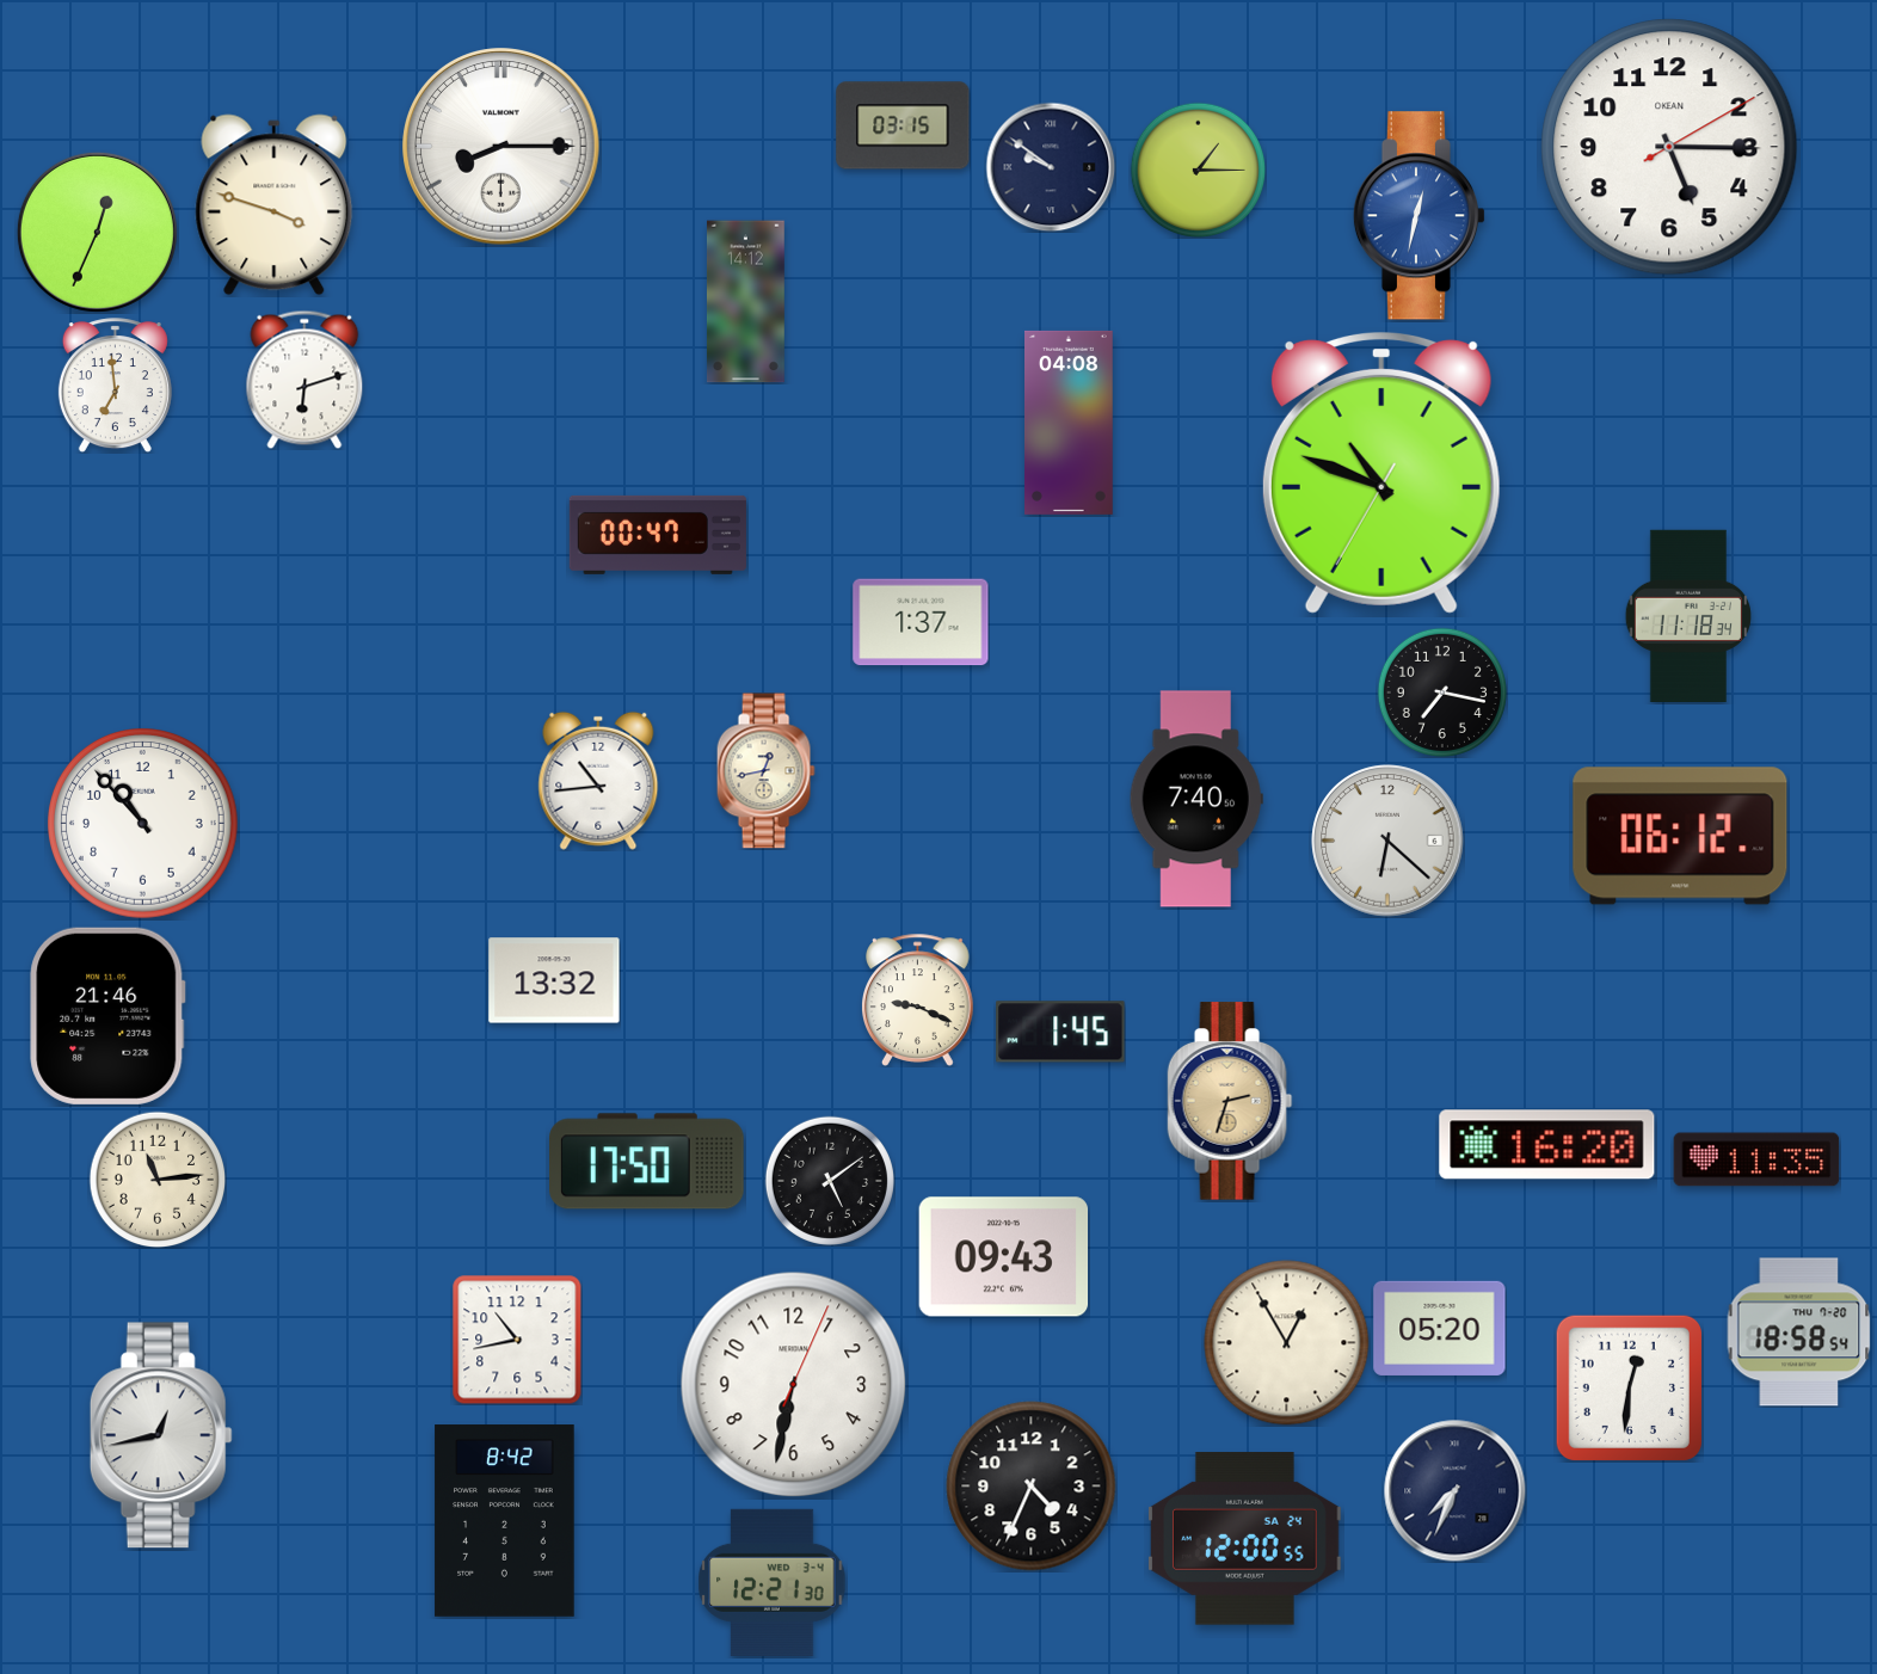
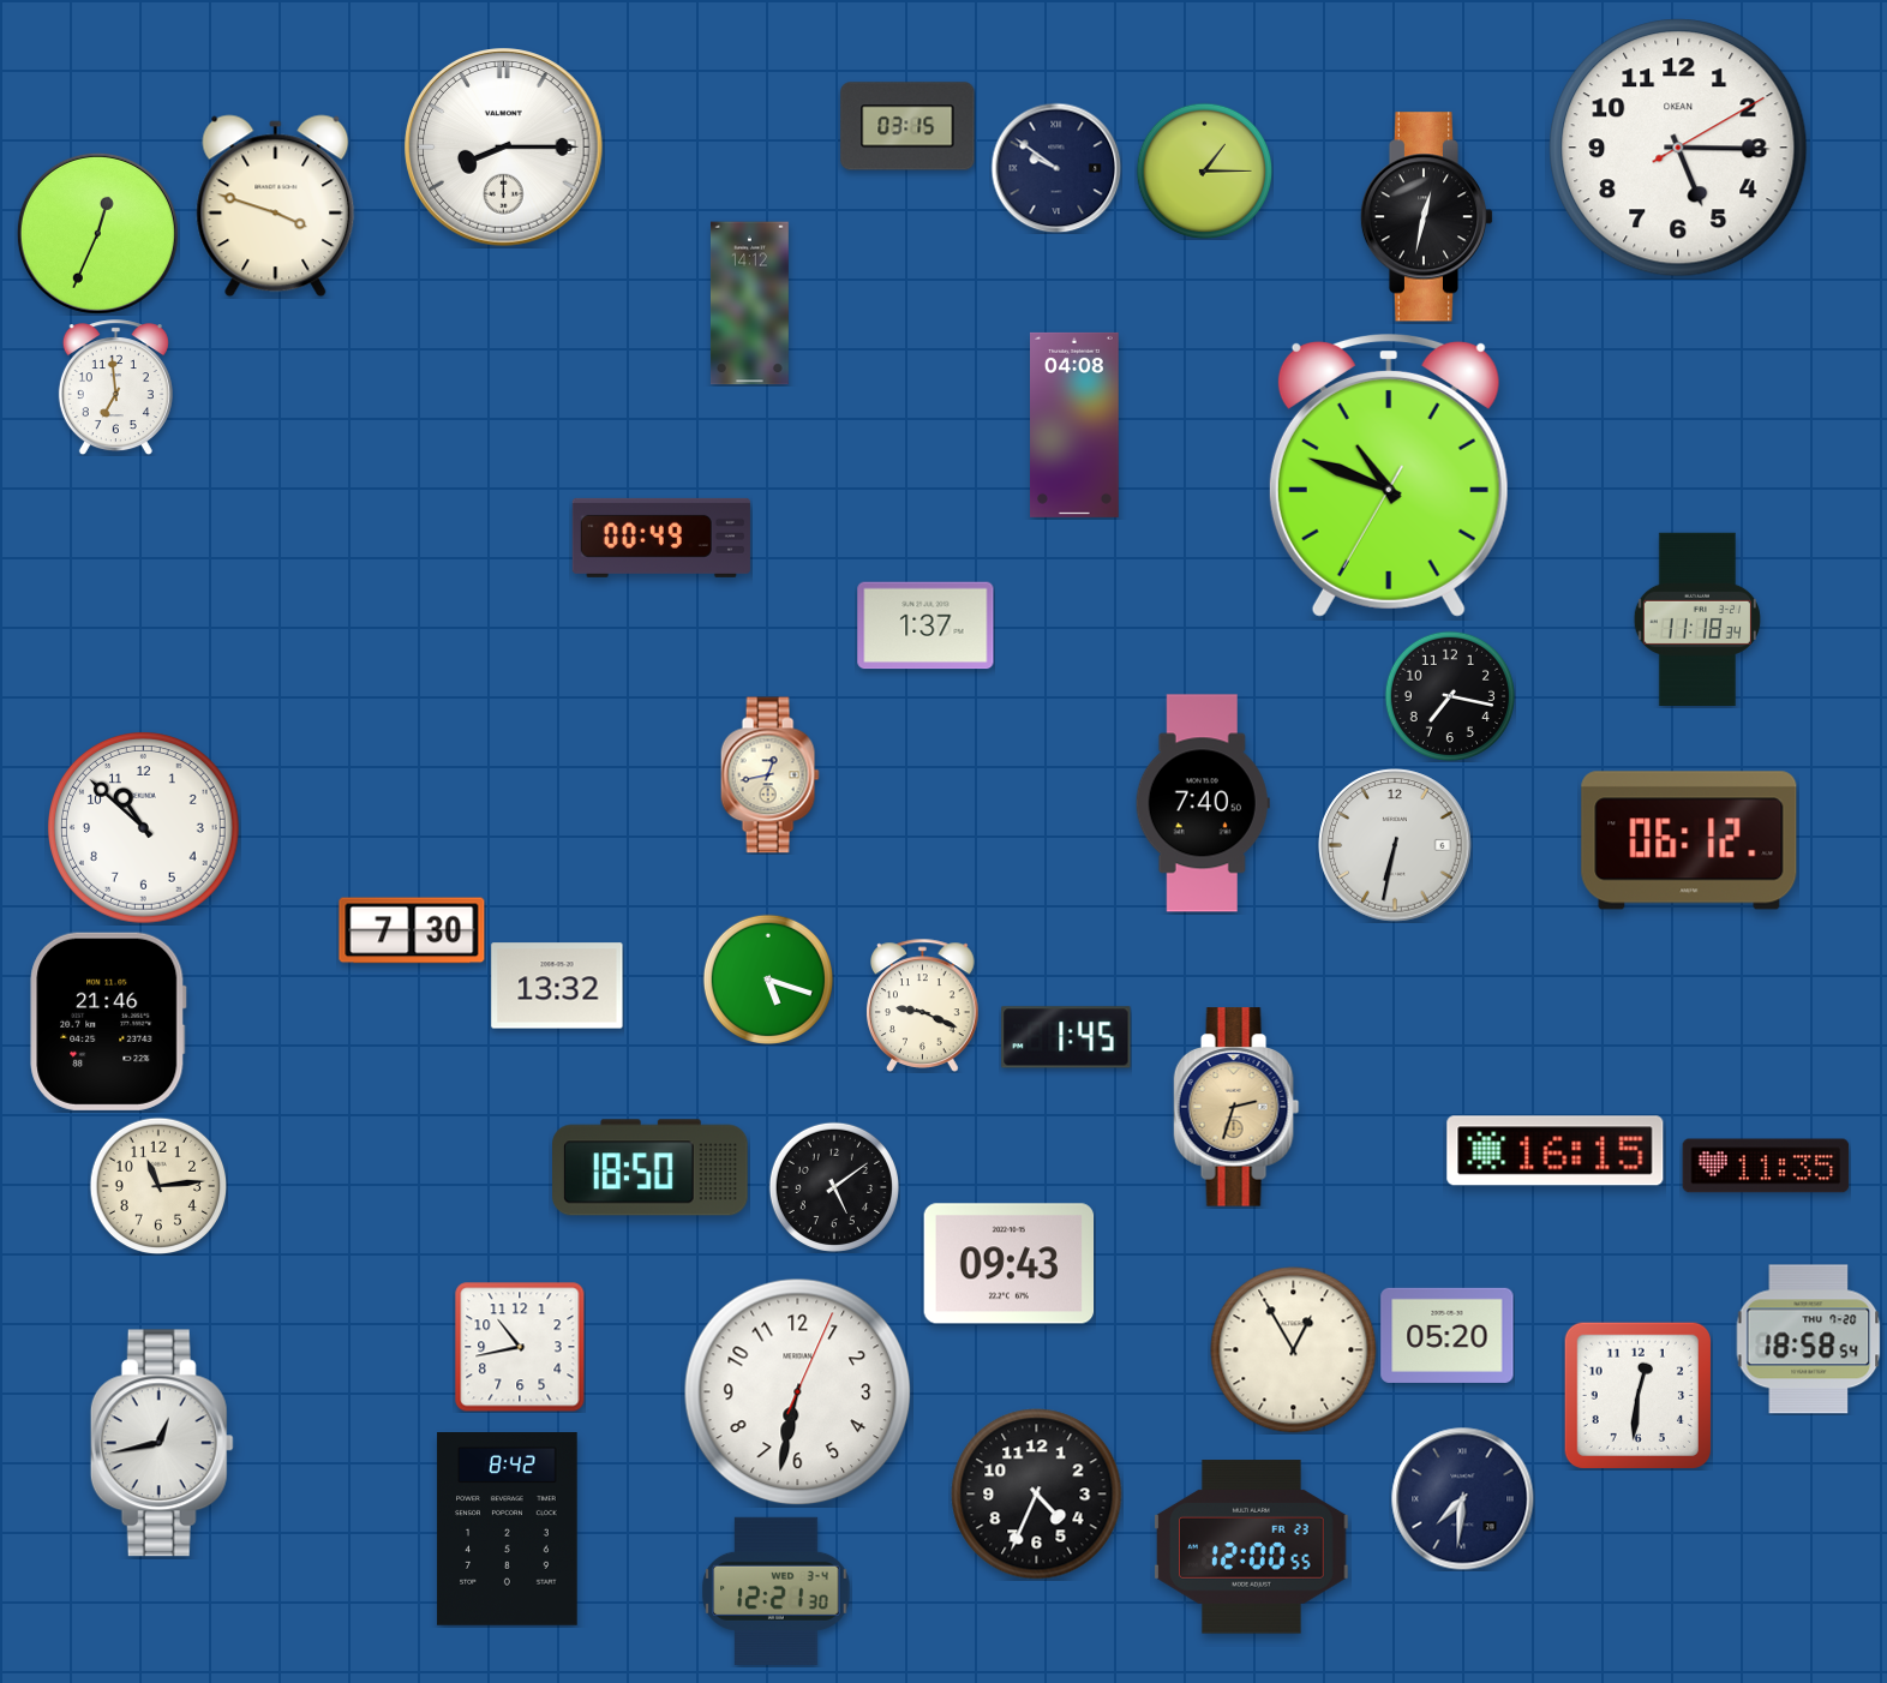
clock at (1420, 216) dial: blue -> black
clock at (304, 380): 6:12 -> none
clock at (658, 535): 00:47 -> 00:49
clock at (598, 781): 10:44 -> none
clock at (143, 824): 10:53 -> 10:52
clock at (1387, 841): 6:22 -> 6:32
clock at (412, 930): none -> 7:30
clock at (768, 980): none -> 5:18
clock at (1547, 1145): 16:20 -> 16:15
clock at (647, 1162): 17:50 -> 18:50
clock at (1456, 1491): 7:34 -> 7:31
clock at (1245, 1539) date: SA 24 -> FR 23
